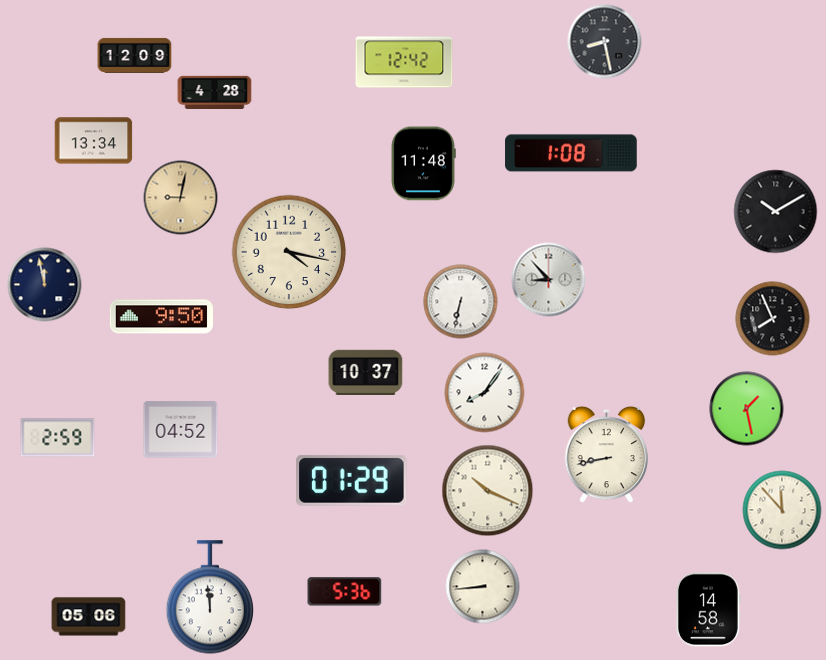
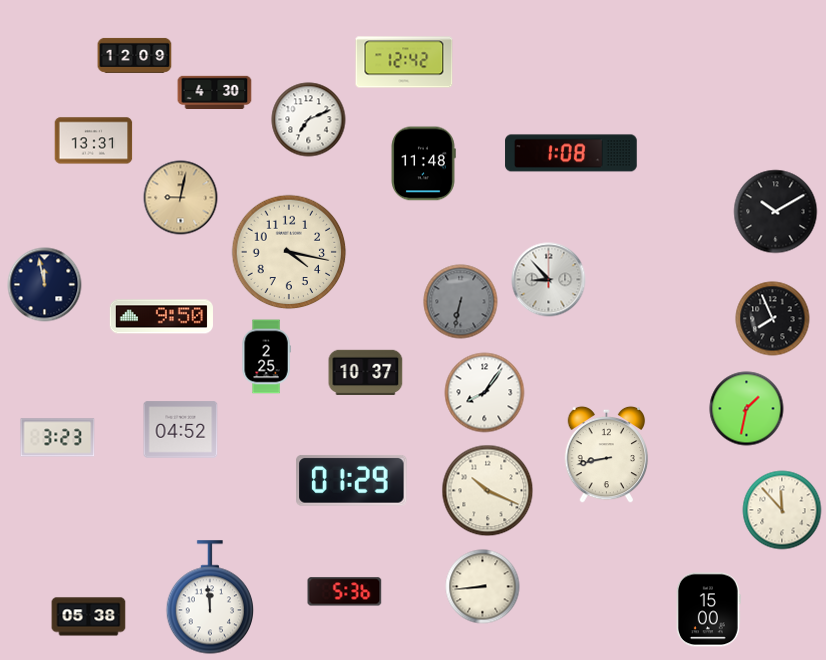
clock at (605, 42): 8:28 -> none
clock at (215, 92): 4:28 -> 4:30
clock at (309, 120): none -> 7:11
clock at (94, 141): 13:34 -> 13:31
clock at (461, 302) dial: white -> grey
clock at (266, 357): none -> 2:25
clock at (747, 409): 1:28 -> 1:32
clock at (58, 438): 2:59 -> 3:23
clock at (708, 610): 14:58 -> 15:00
clock at (89, 617): 05:06 -> 05:38
